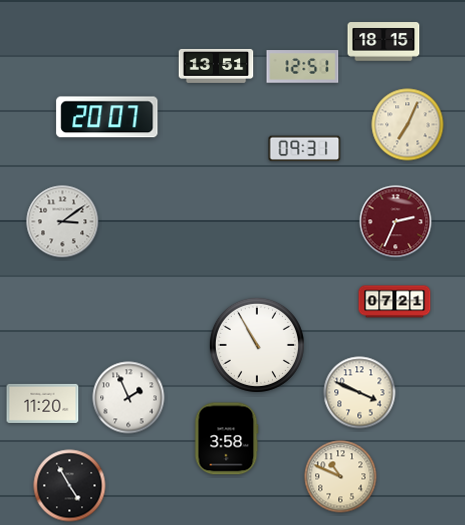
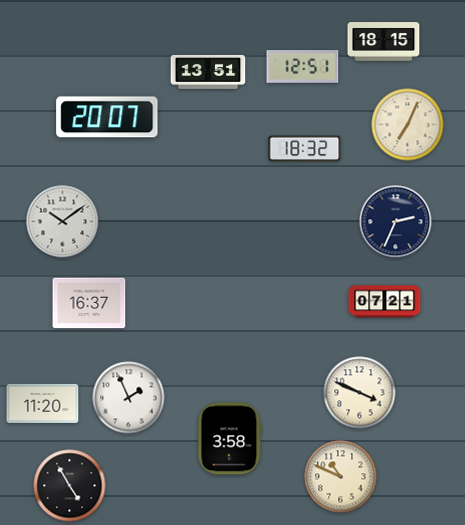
clock at (216, 66) position: (216, 66) -> (208, 72)
clock at (305, 149): 09:31 -> 18:32
clock at (63, 222): 3:09 -> 10:09
clock at (396, 222) dial: burgundy -> navy
clock at (395, 302) position: (395, 302) -> (385, 302)
clock at (89, 303): none -> 16:37
clock at (257, 345): 10:55 -> none
clock at (227, 439) position: (227, 439) -> (230, 439)
